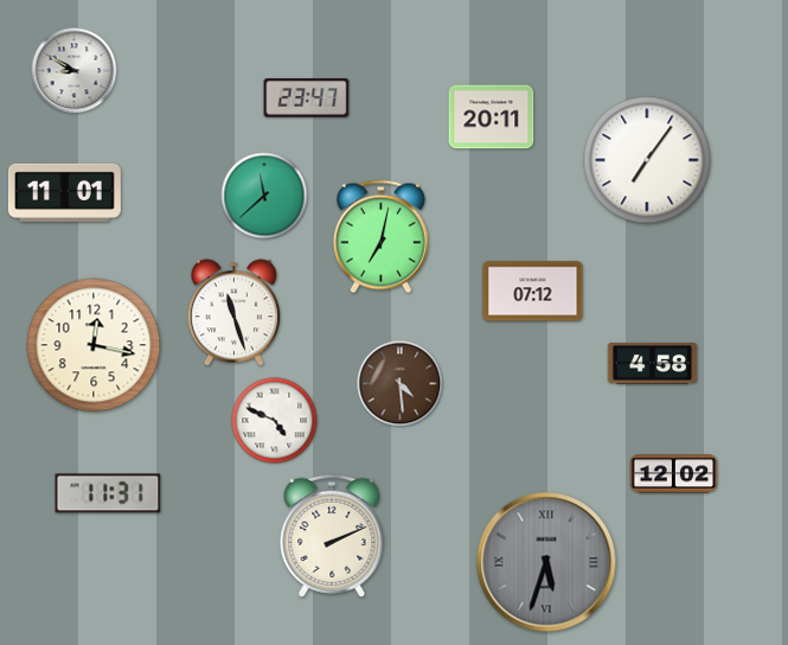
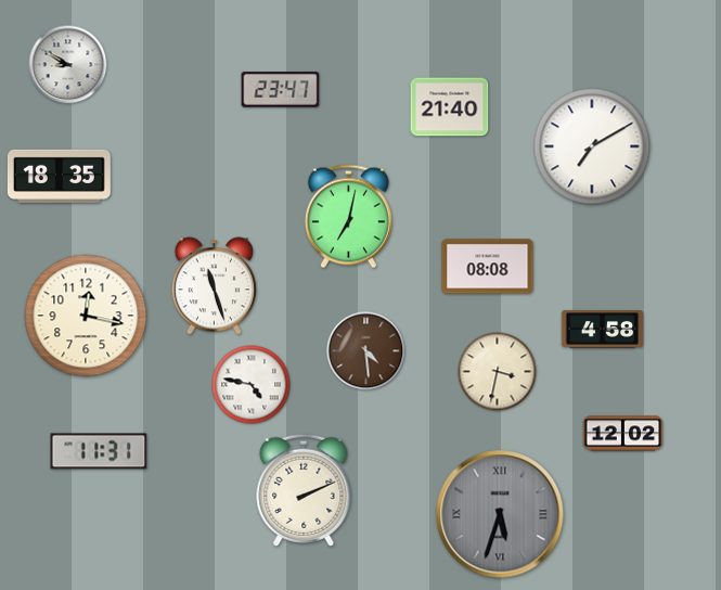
clock at (492, 117): 20:11 -> 21:40
clock at (647, 160): 7:06 -> 7:10
clock at (64, 192): 11:01 -> 18:35
clock at (264, 196): 11:38 -> none
clock at (533, 292): 07:12 -> 08:08
clock at (653, 364) position: (653, 364) -> (603, 330)
clock at (498, 372): none -> 3:32
clock at (275, 421): 4:49 -> 4:47
clock at (674, 474) position: (674, 474) -> (623, 434)
